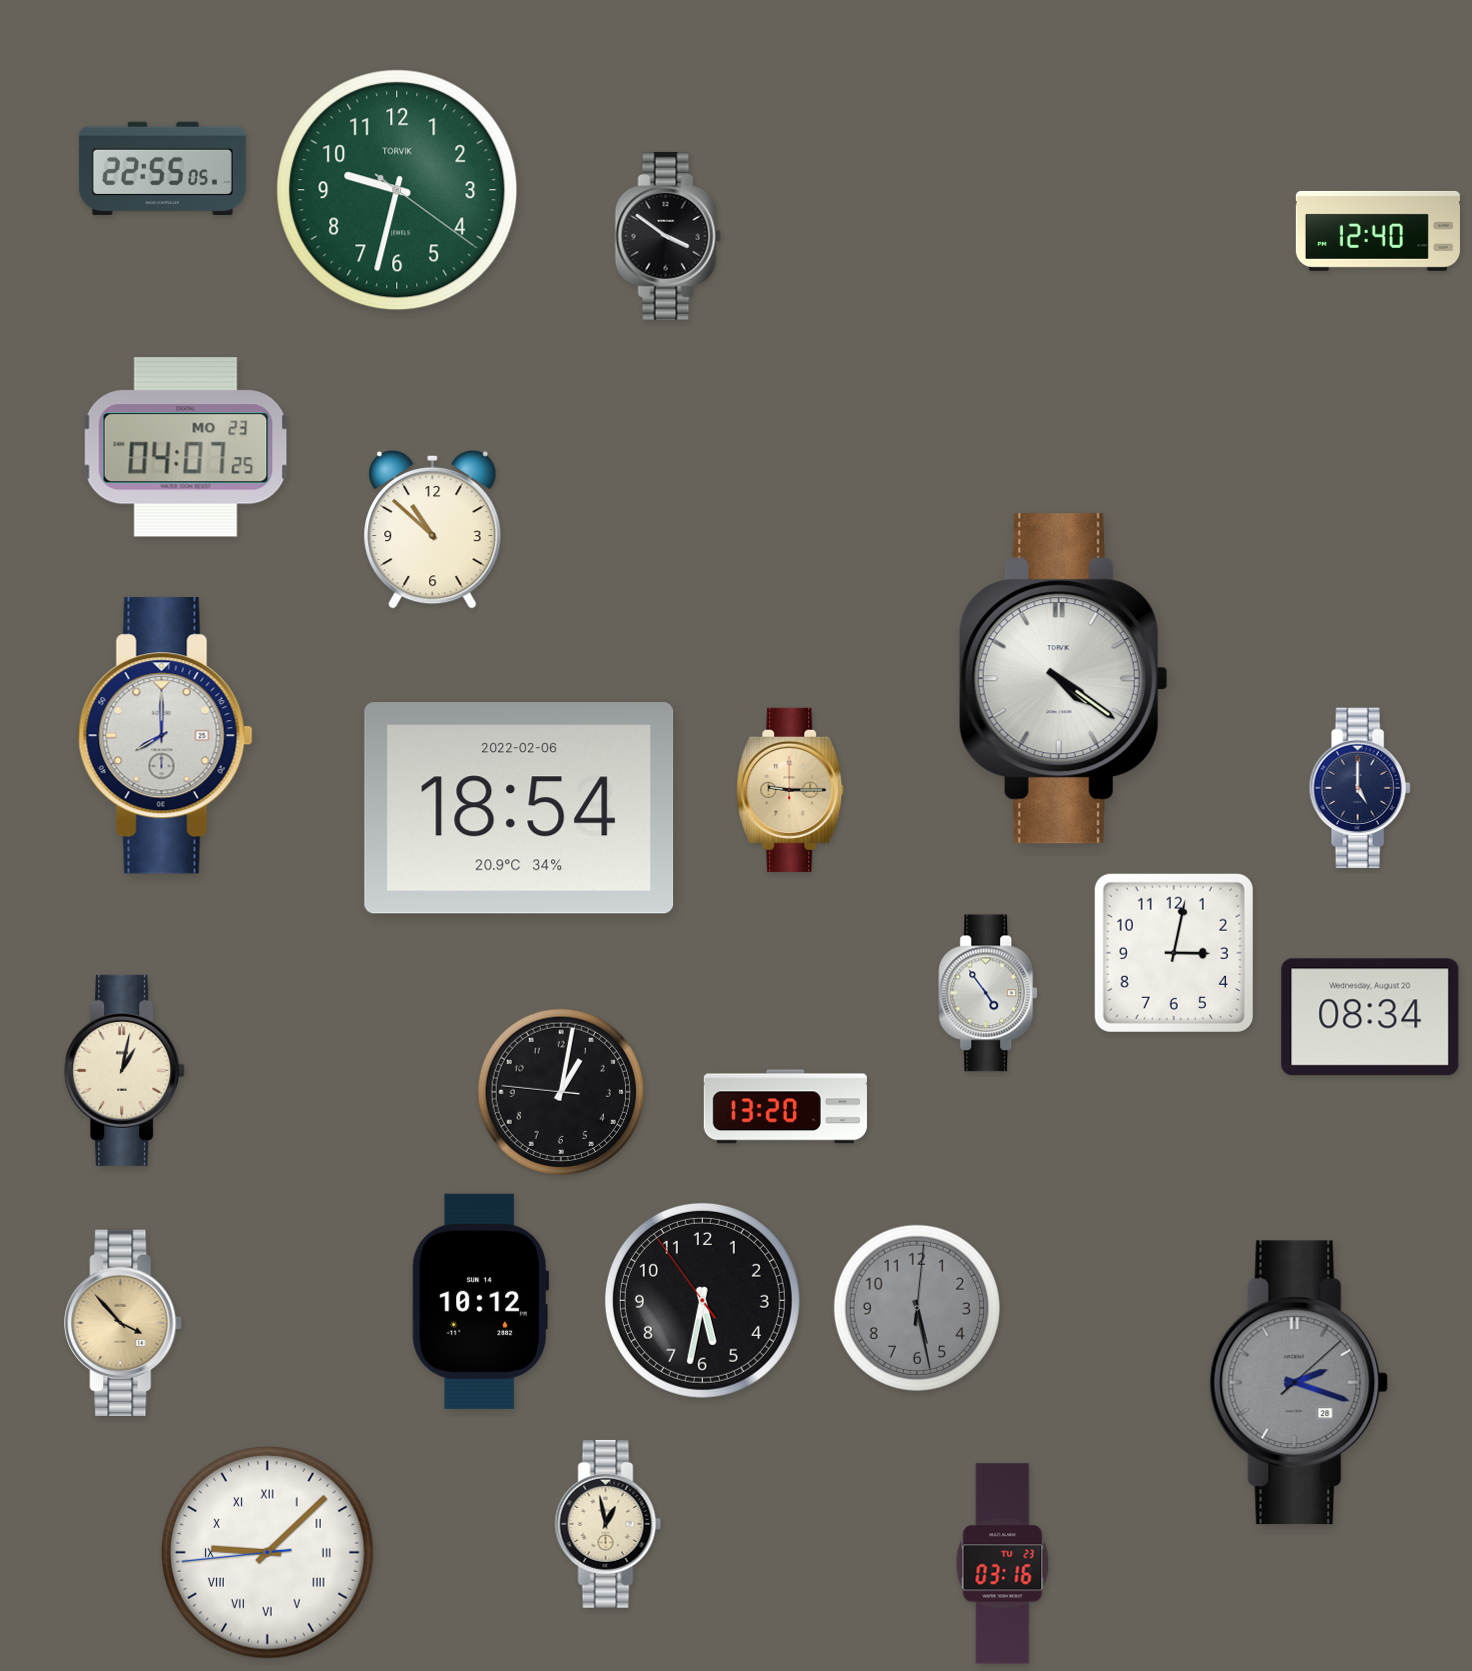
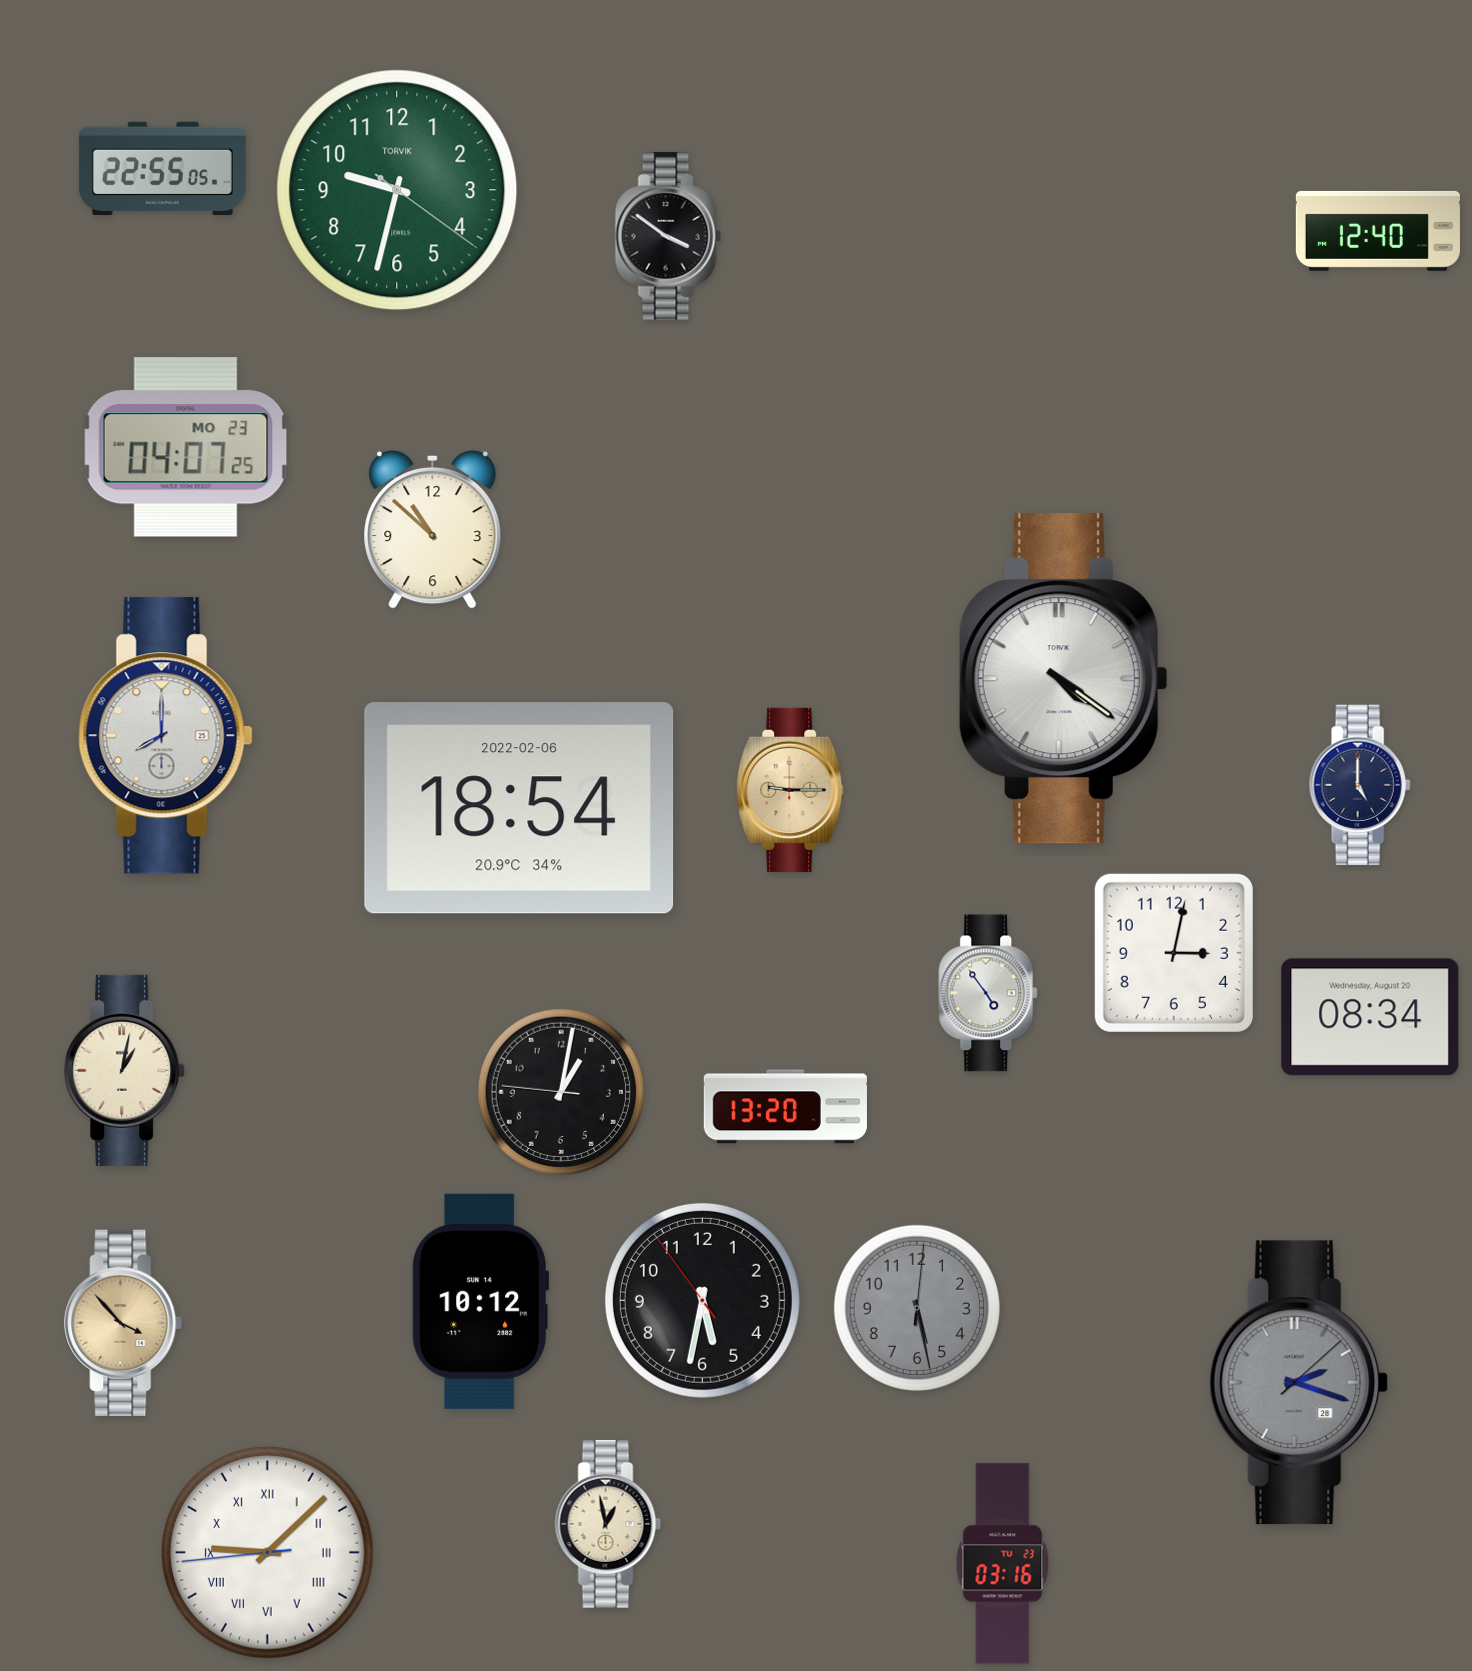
clock at (1360, 788) position: (1360, 788) -> (1360, 785)
